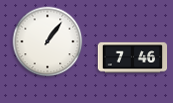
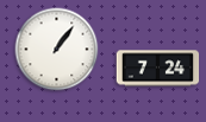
clock at (133, 58): 7:46 -> 7:24
